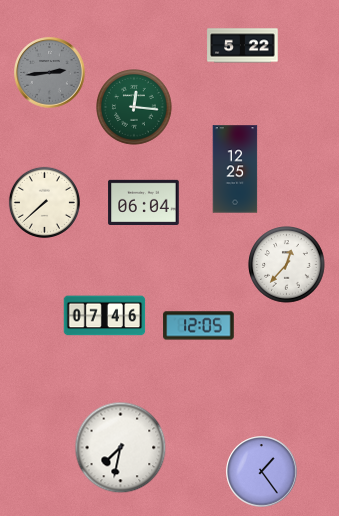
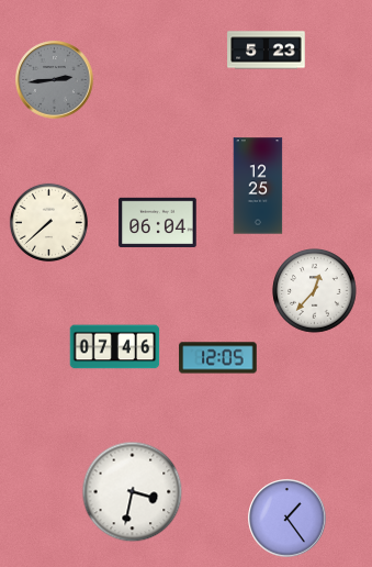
clock at (243, 46): 5:22 -> 5:23
clock at (134, 107): 12:16 -> none
clock at (121, 448): 7:32 -> 3:32
